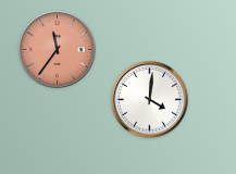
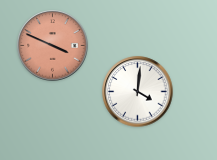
clock at (58, 50): 11:36 -> 3:49
